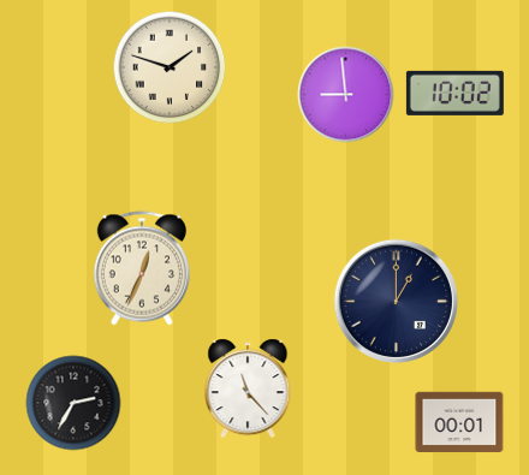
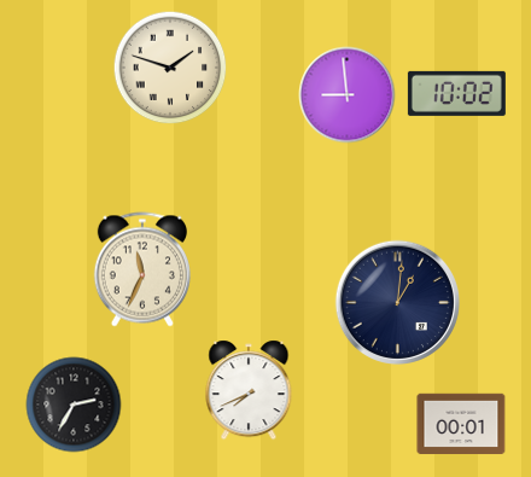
clock at (142, 268): 12:34 -> 11:34
clock at (396, 301): 1:00 -> 1:01
clock at (248, 388): 11:23 -> 7:41
